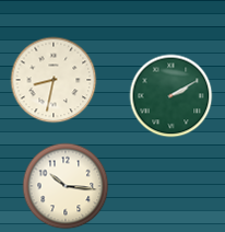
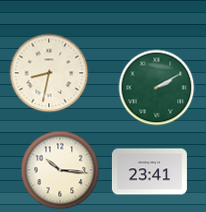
clock at (149, 172): none -> 23:41
